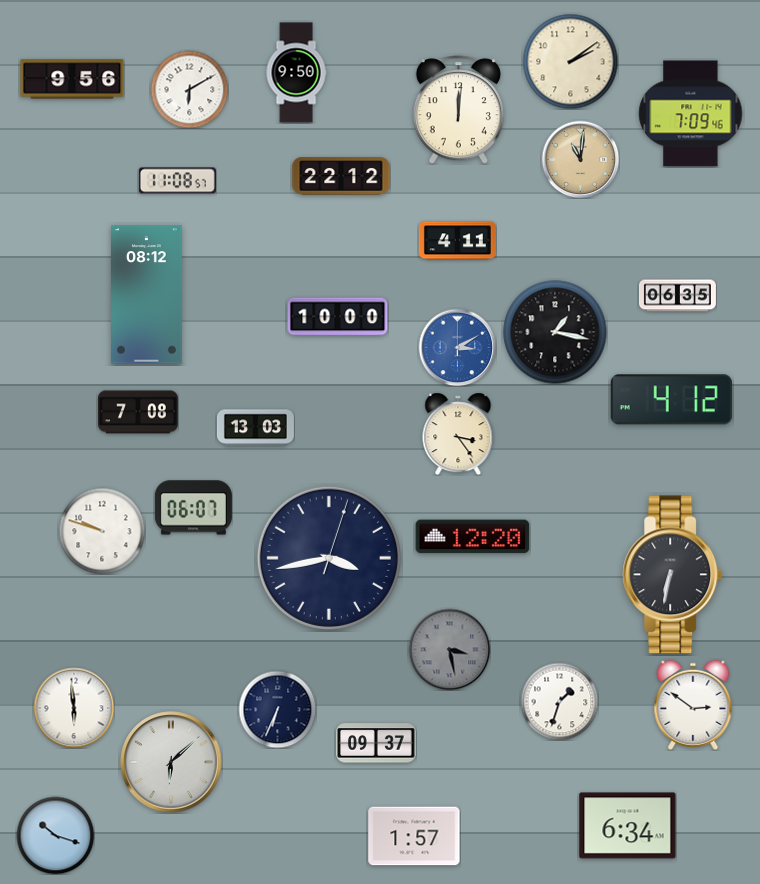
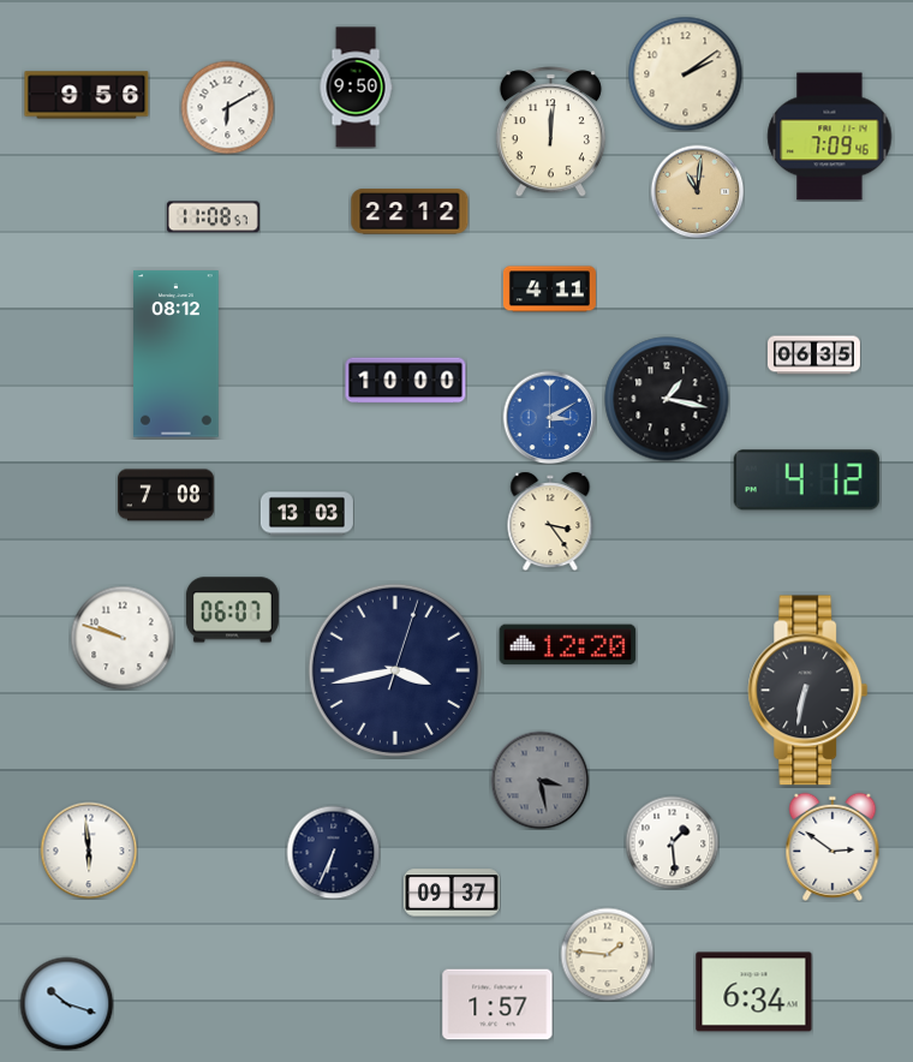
clock at (559, 701): 1:33 -> 1:29
clock at (171, 762): 6:08 -> none
clock at (607, 954): none -> 1:46
